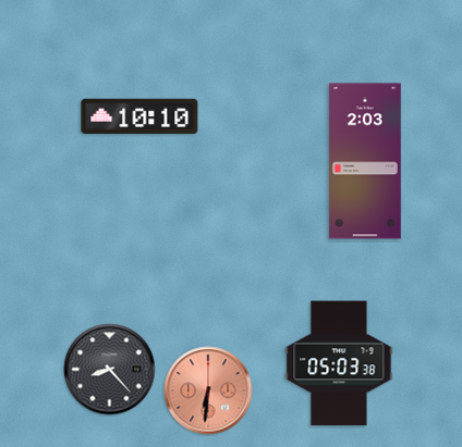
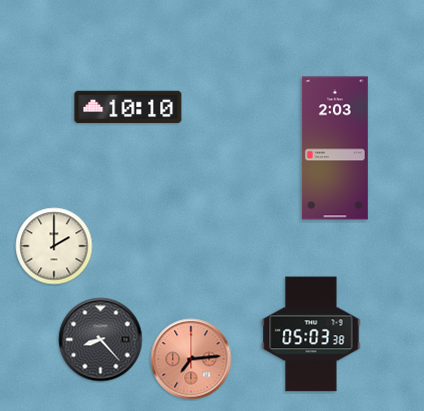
clock at (54, 246): none -> 2:00
clock at (208, 390): 6:31 -> 7:14
